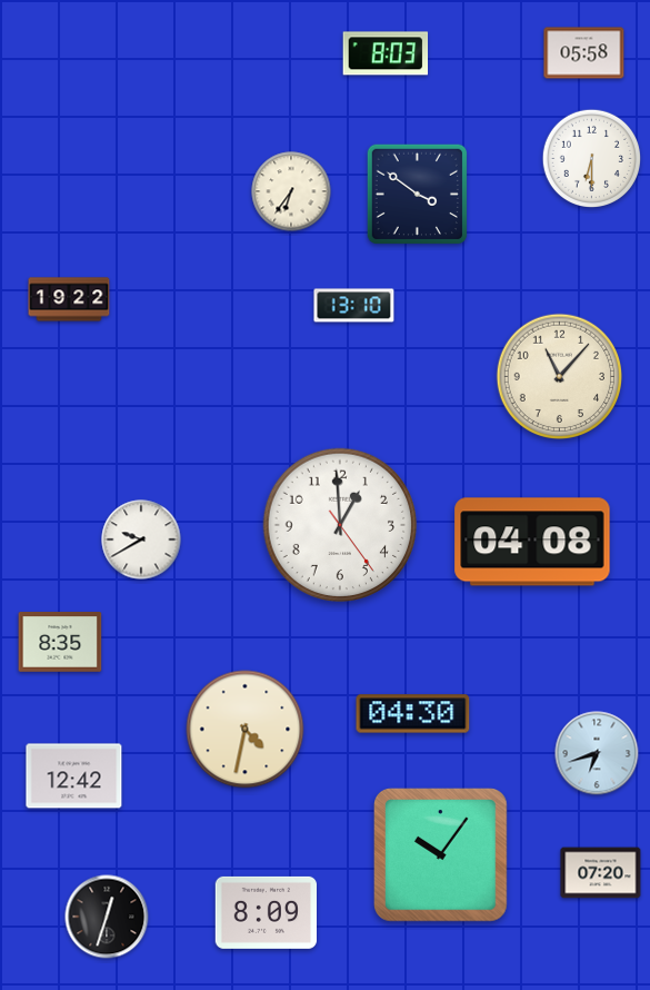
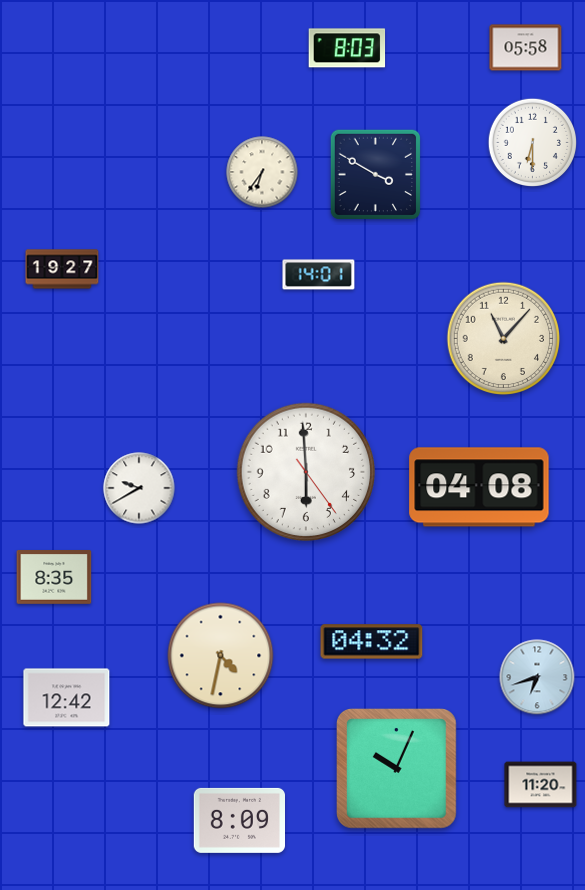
clock at (417, 194): 3:51 -> 3:50
clock at (69, 299): 19:22 -> 19:27
clock at (354, 306): 13:10 -> 14:01
clock at (339, 524): 12:59 -> 5:59
clock at (141, 539) position: (141, 539) -> (139, 488)
clock at (413, 714): 04:30 -> 04:32
clock at (441, 855): 10:06 -> 10:04
clock at (601, 873): 07:20 -> 11:20
clock at (107, 917): 12:33 -> none
